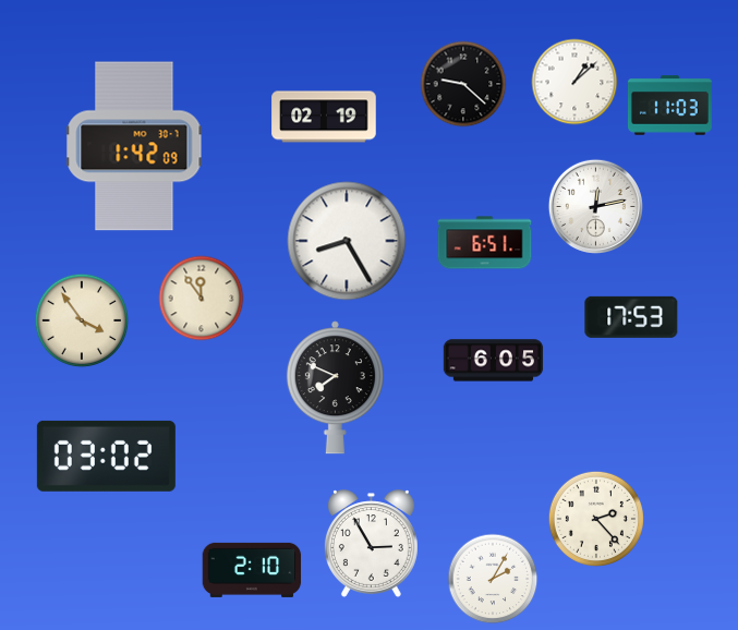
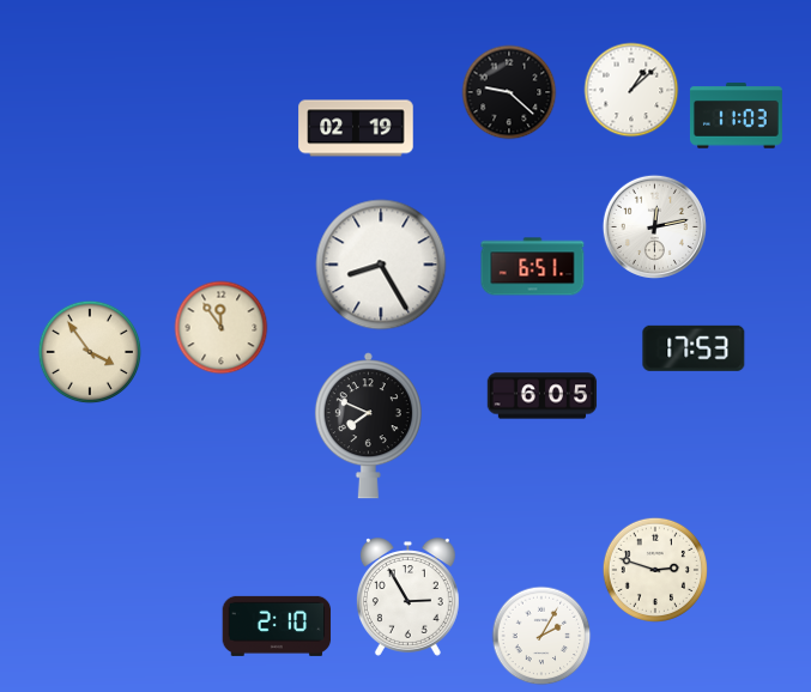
clock at (134, 146): 1:42 -> none
clock at (106, 456): 03:02 -> none
clock at (596, 519): 2:23 -> 2:48
